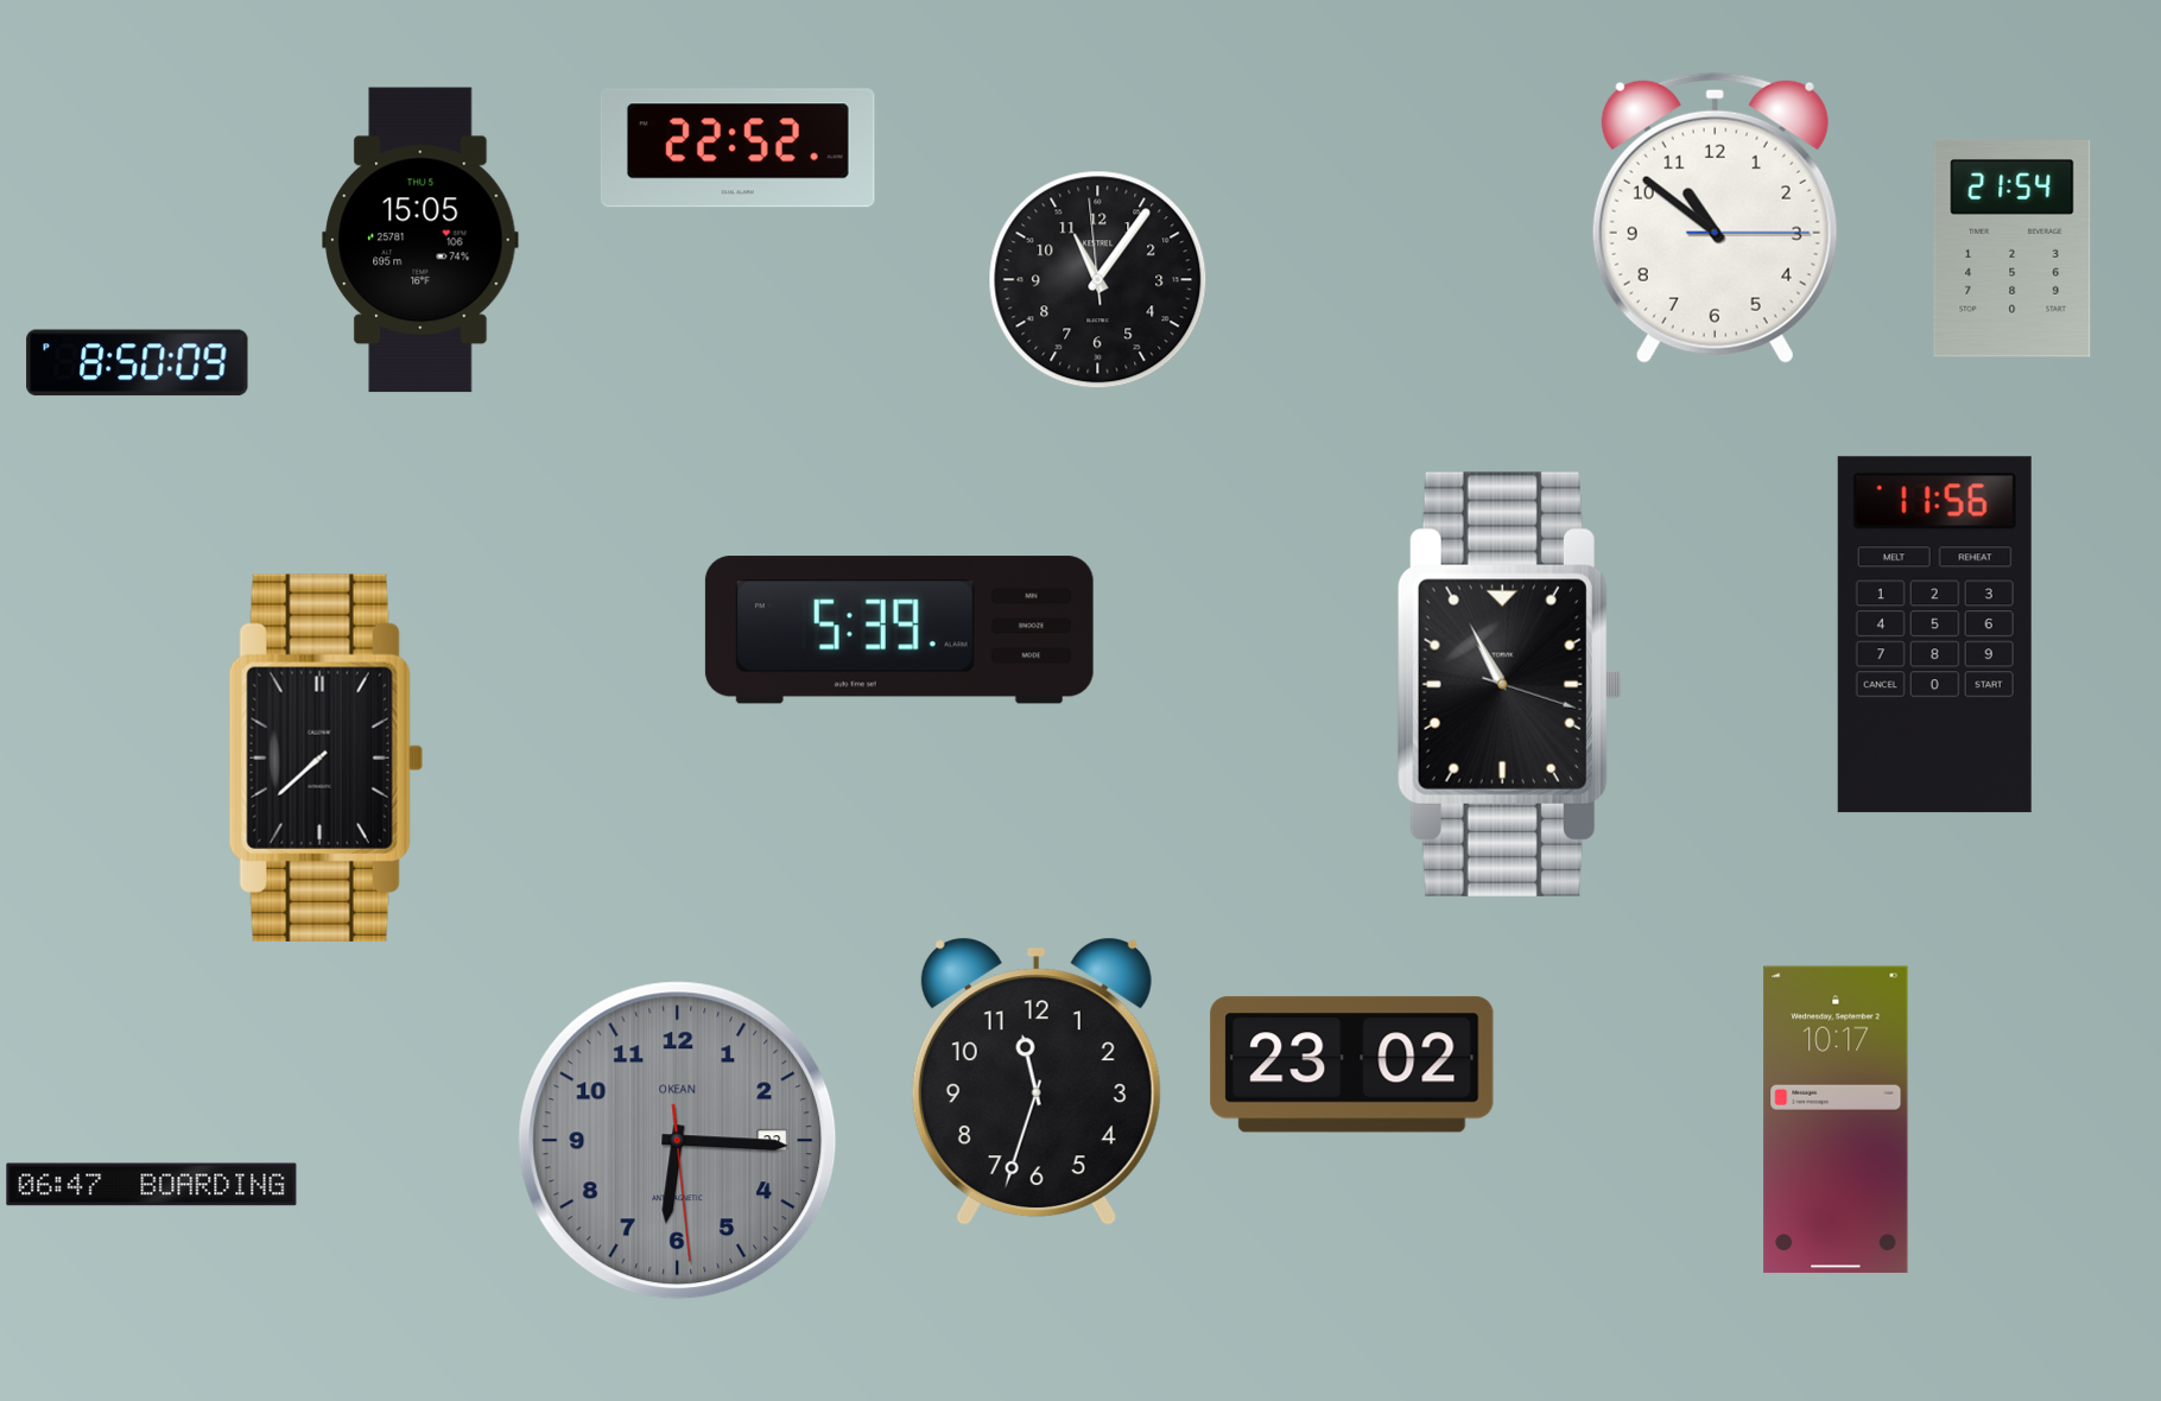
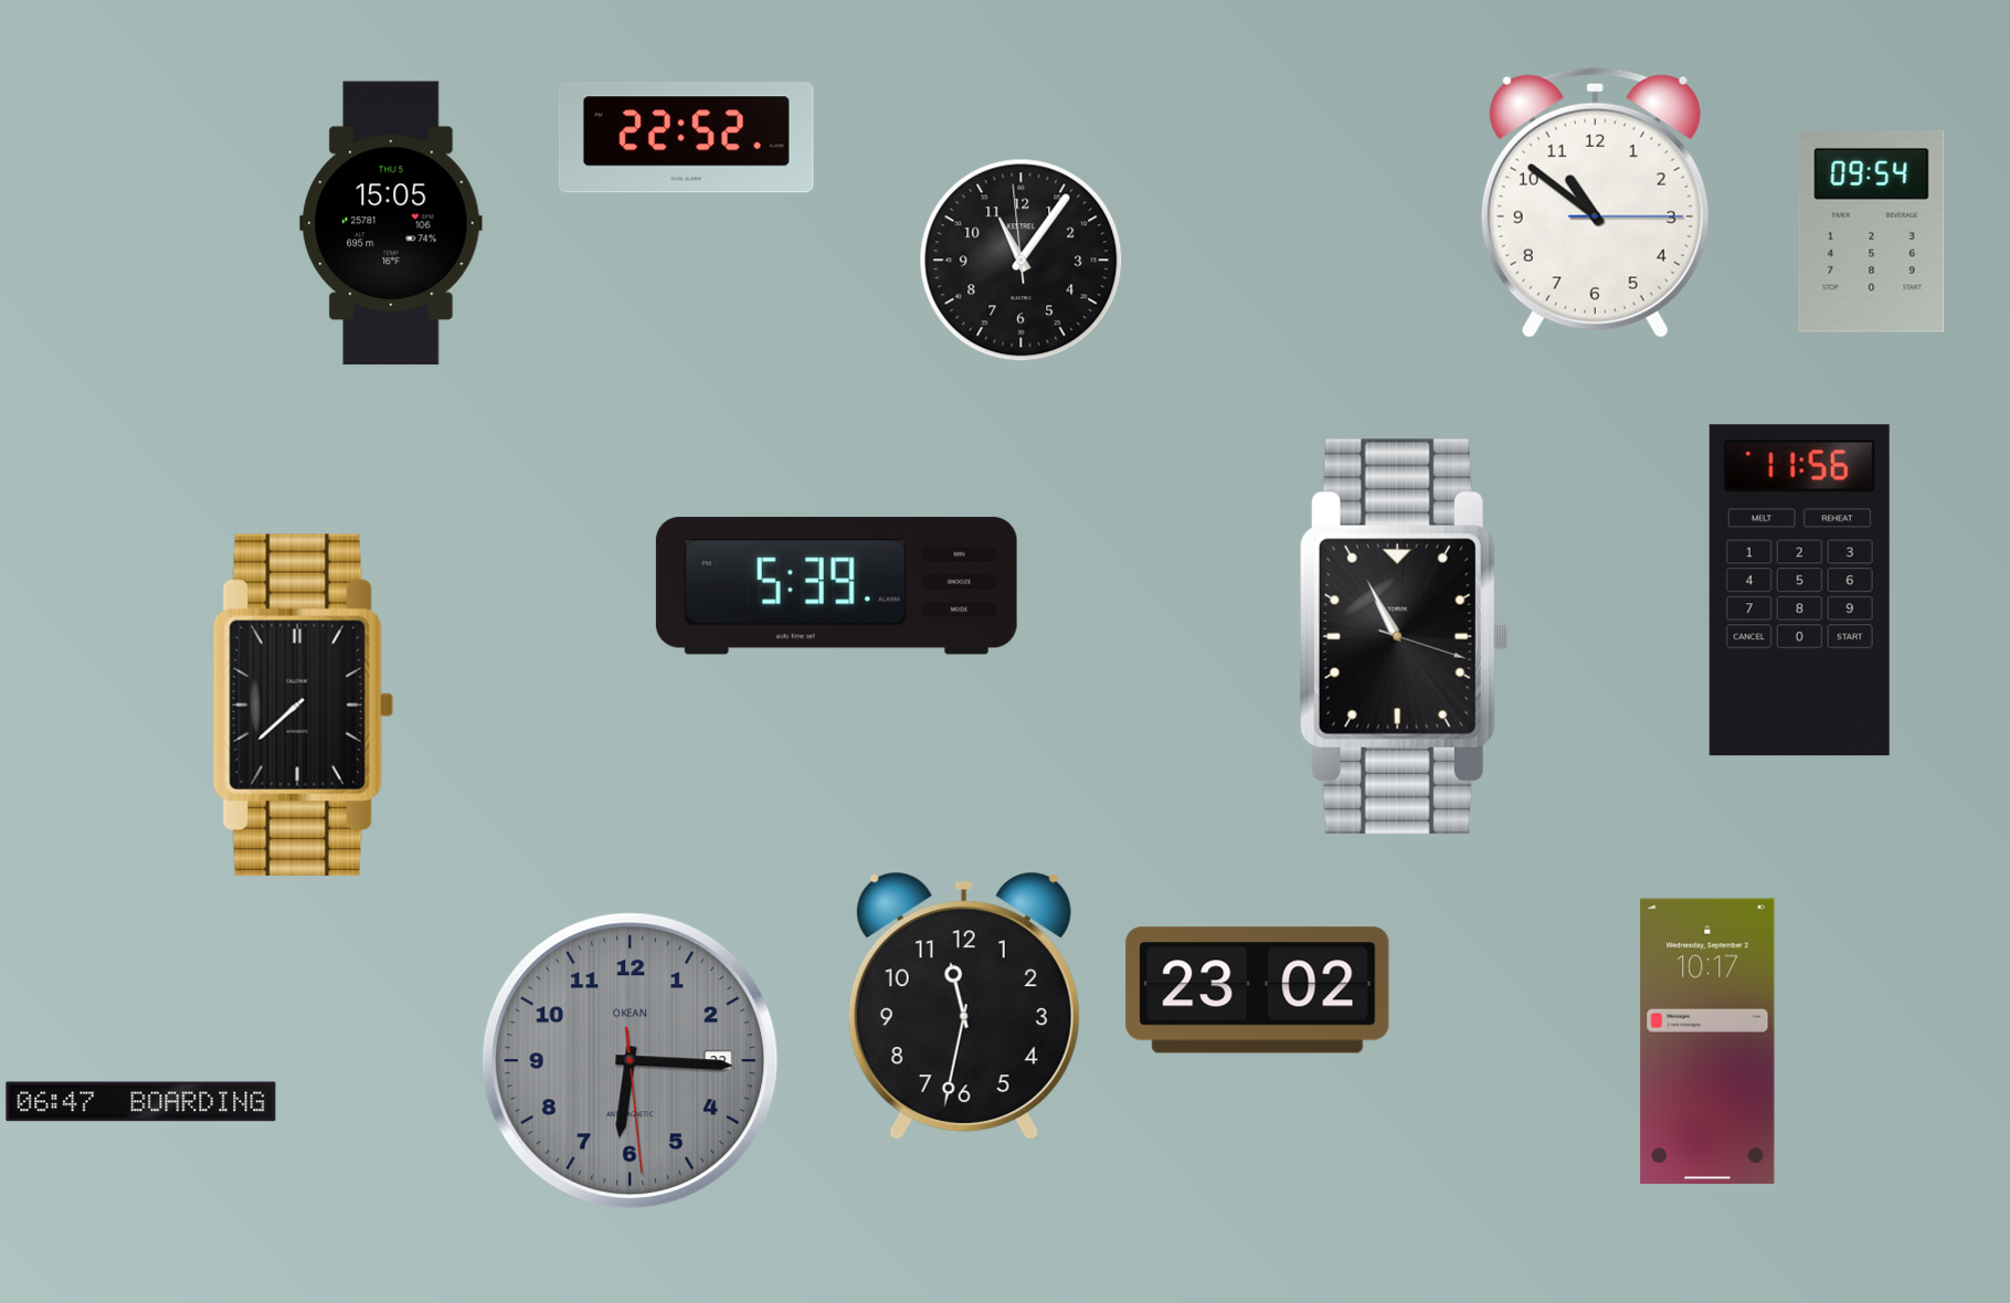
clock at (2013, 249): 21:54 -> 09:54
clock at (138, 363): 8:50 -> none
clock at (1037, 1082): 11:33 -> 11:32
